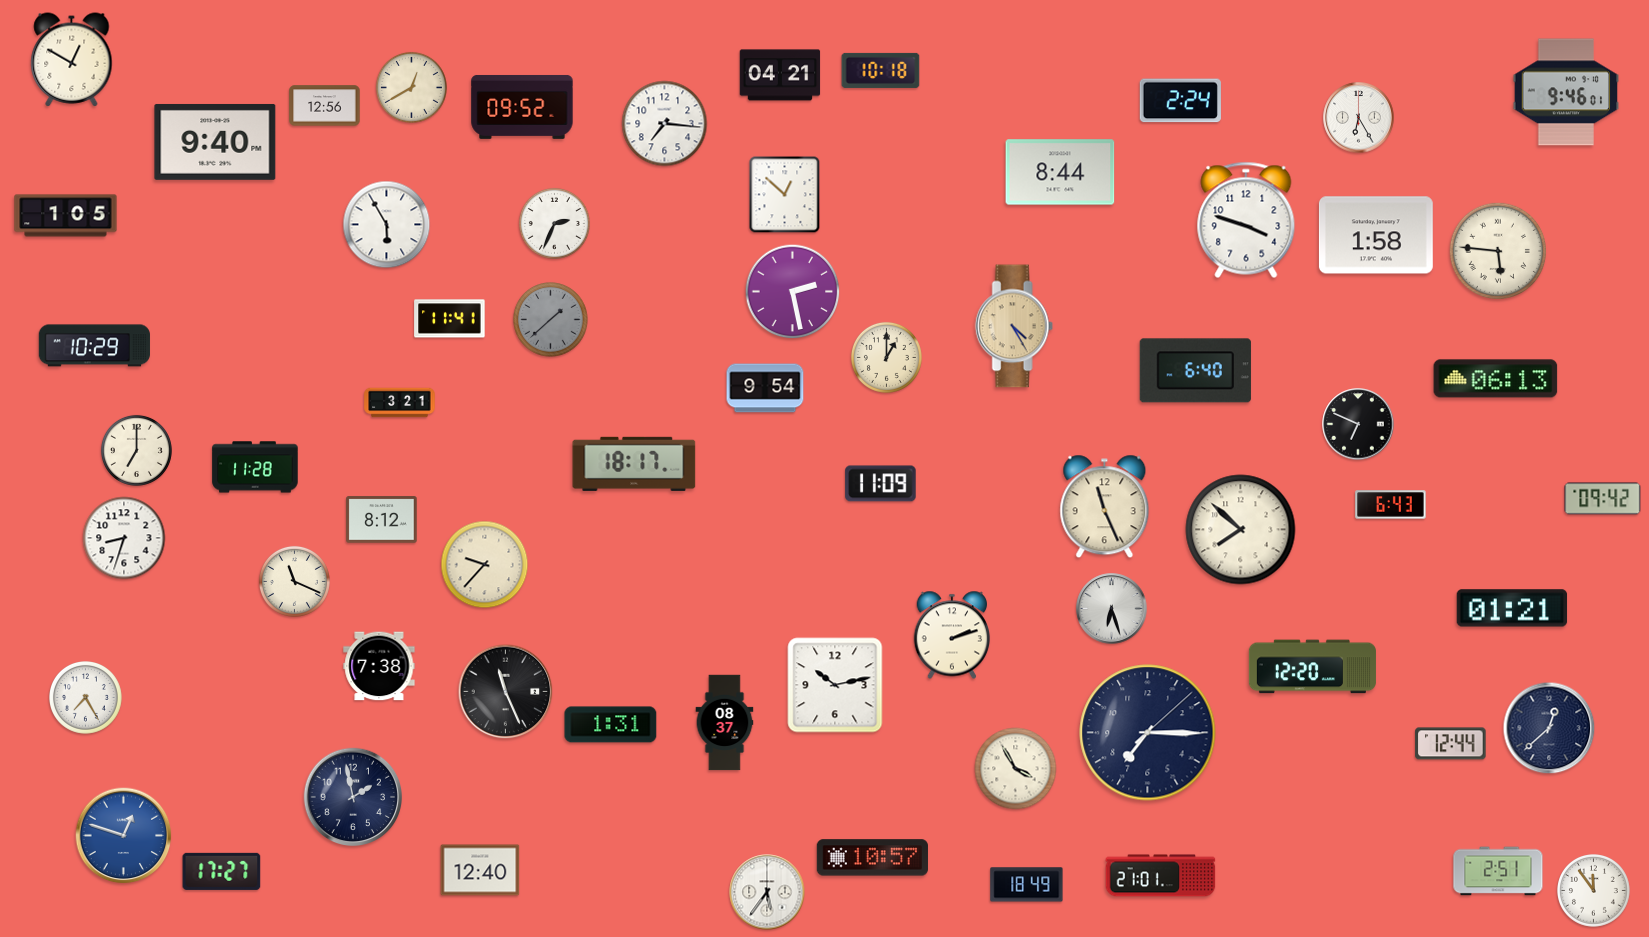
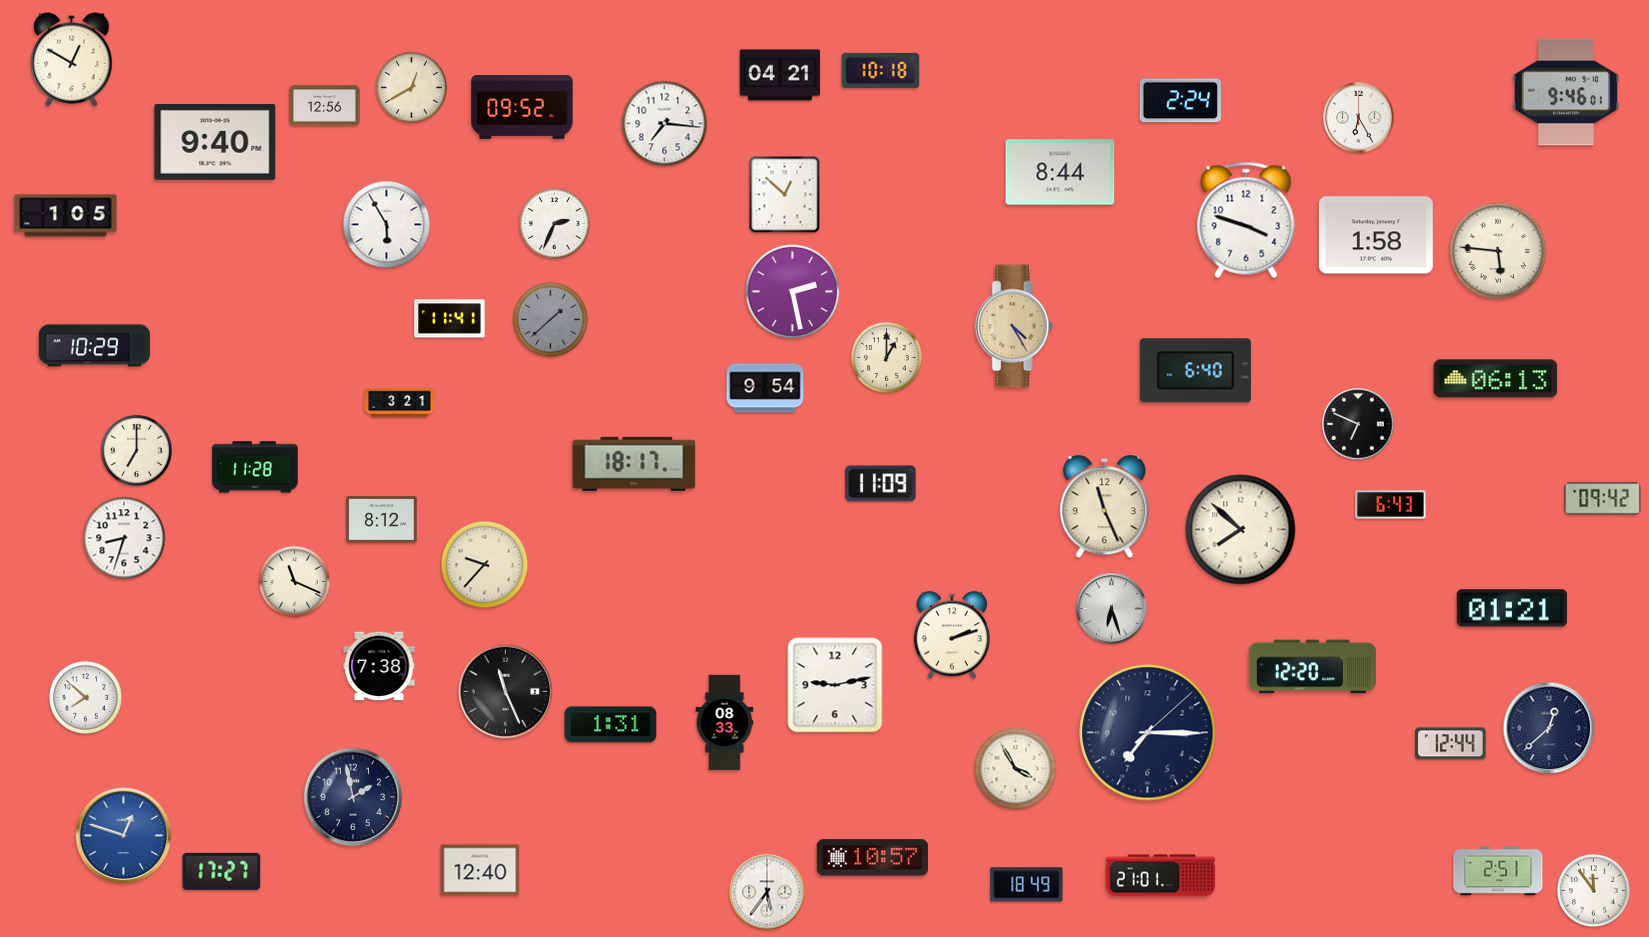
clock at (835, 685): 10:13 -> 9:13
clock at (86, 698): 7:25 -> 7:52
clock at (725, 723): 08:37 -> 08:33
